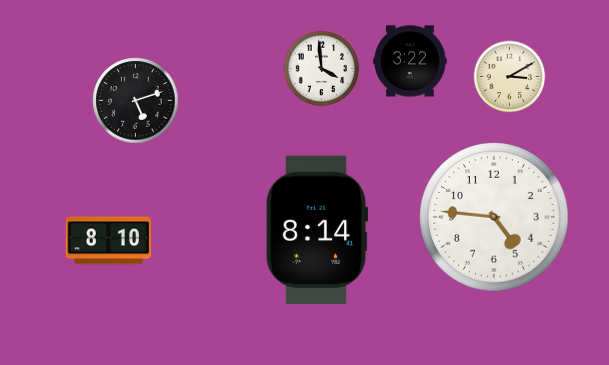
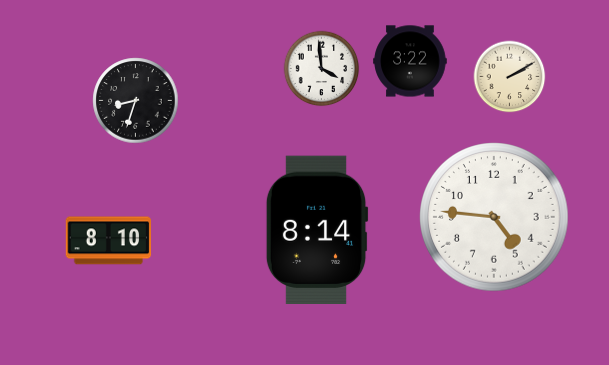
clock at (510, 77): 3:10 -> 2:10
clock at (136, 101): 5:12 -> 8:33
